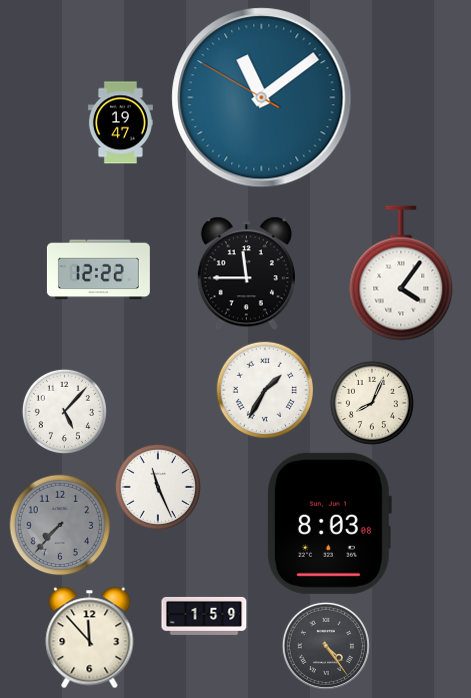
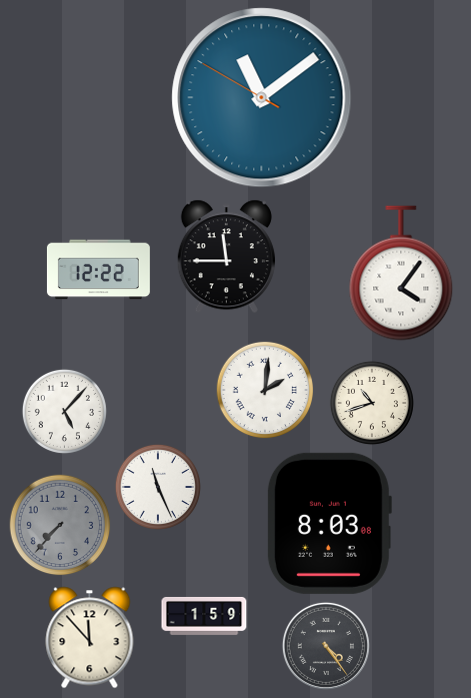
clock at (120, 123): 19:47 -> none
clock at (246, 274) position: (246, 274) -> (226, 257)
clock at (265, 390): 1:35 -> 2:01
clock at (372, 403): 8:04 -> 10:42
